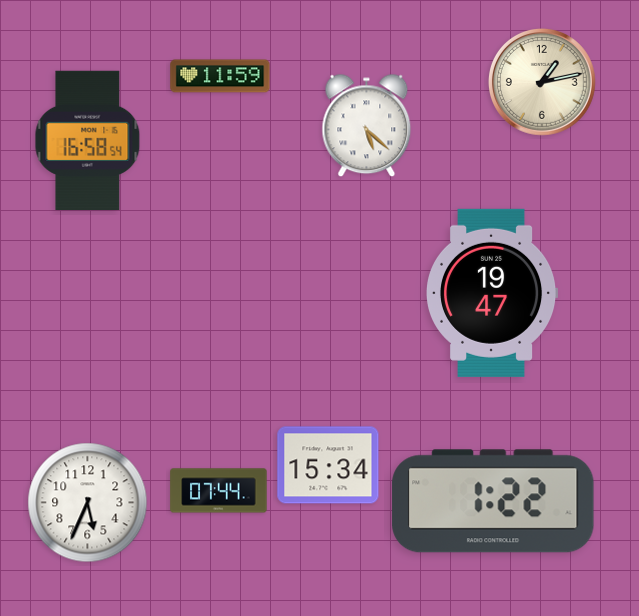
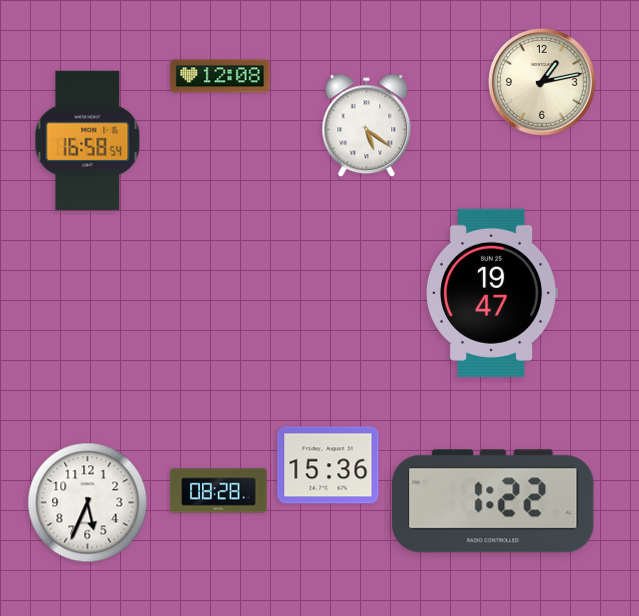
clock at (220, 76): 11:59 -> 12:08
clock at (367, 126): 5:22 -> 5:21
clock at (328, 465): 15:34 -> 15:36
clock at (219, 491): 07:44 -> 08:28
